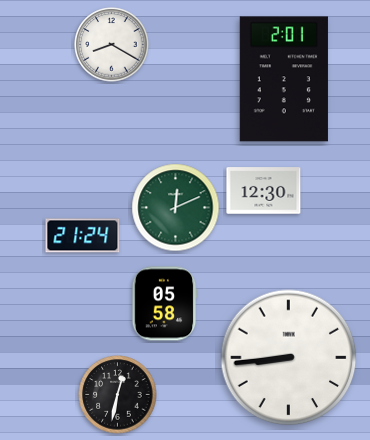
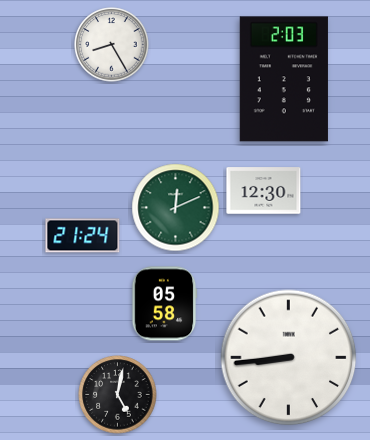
clock at (112, 45): 8:20 -> 8:25
clock at (284, 79): 2:01 -> 2:03
clock at (118, 395): 12:32 -> 5:02
